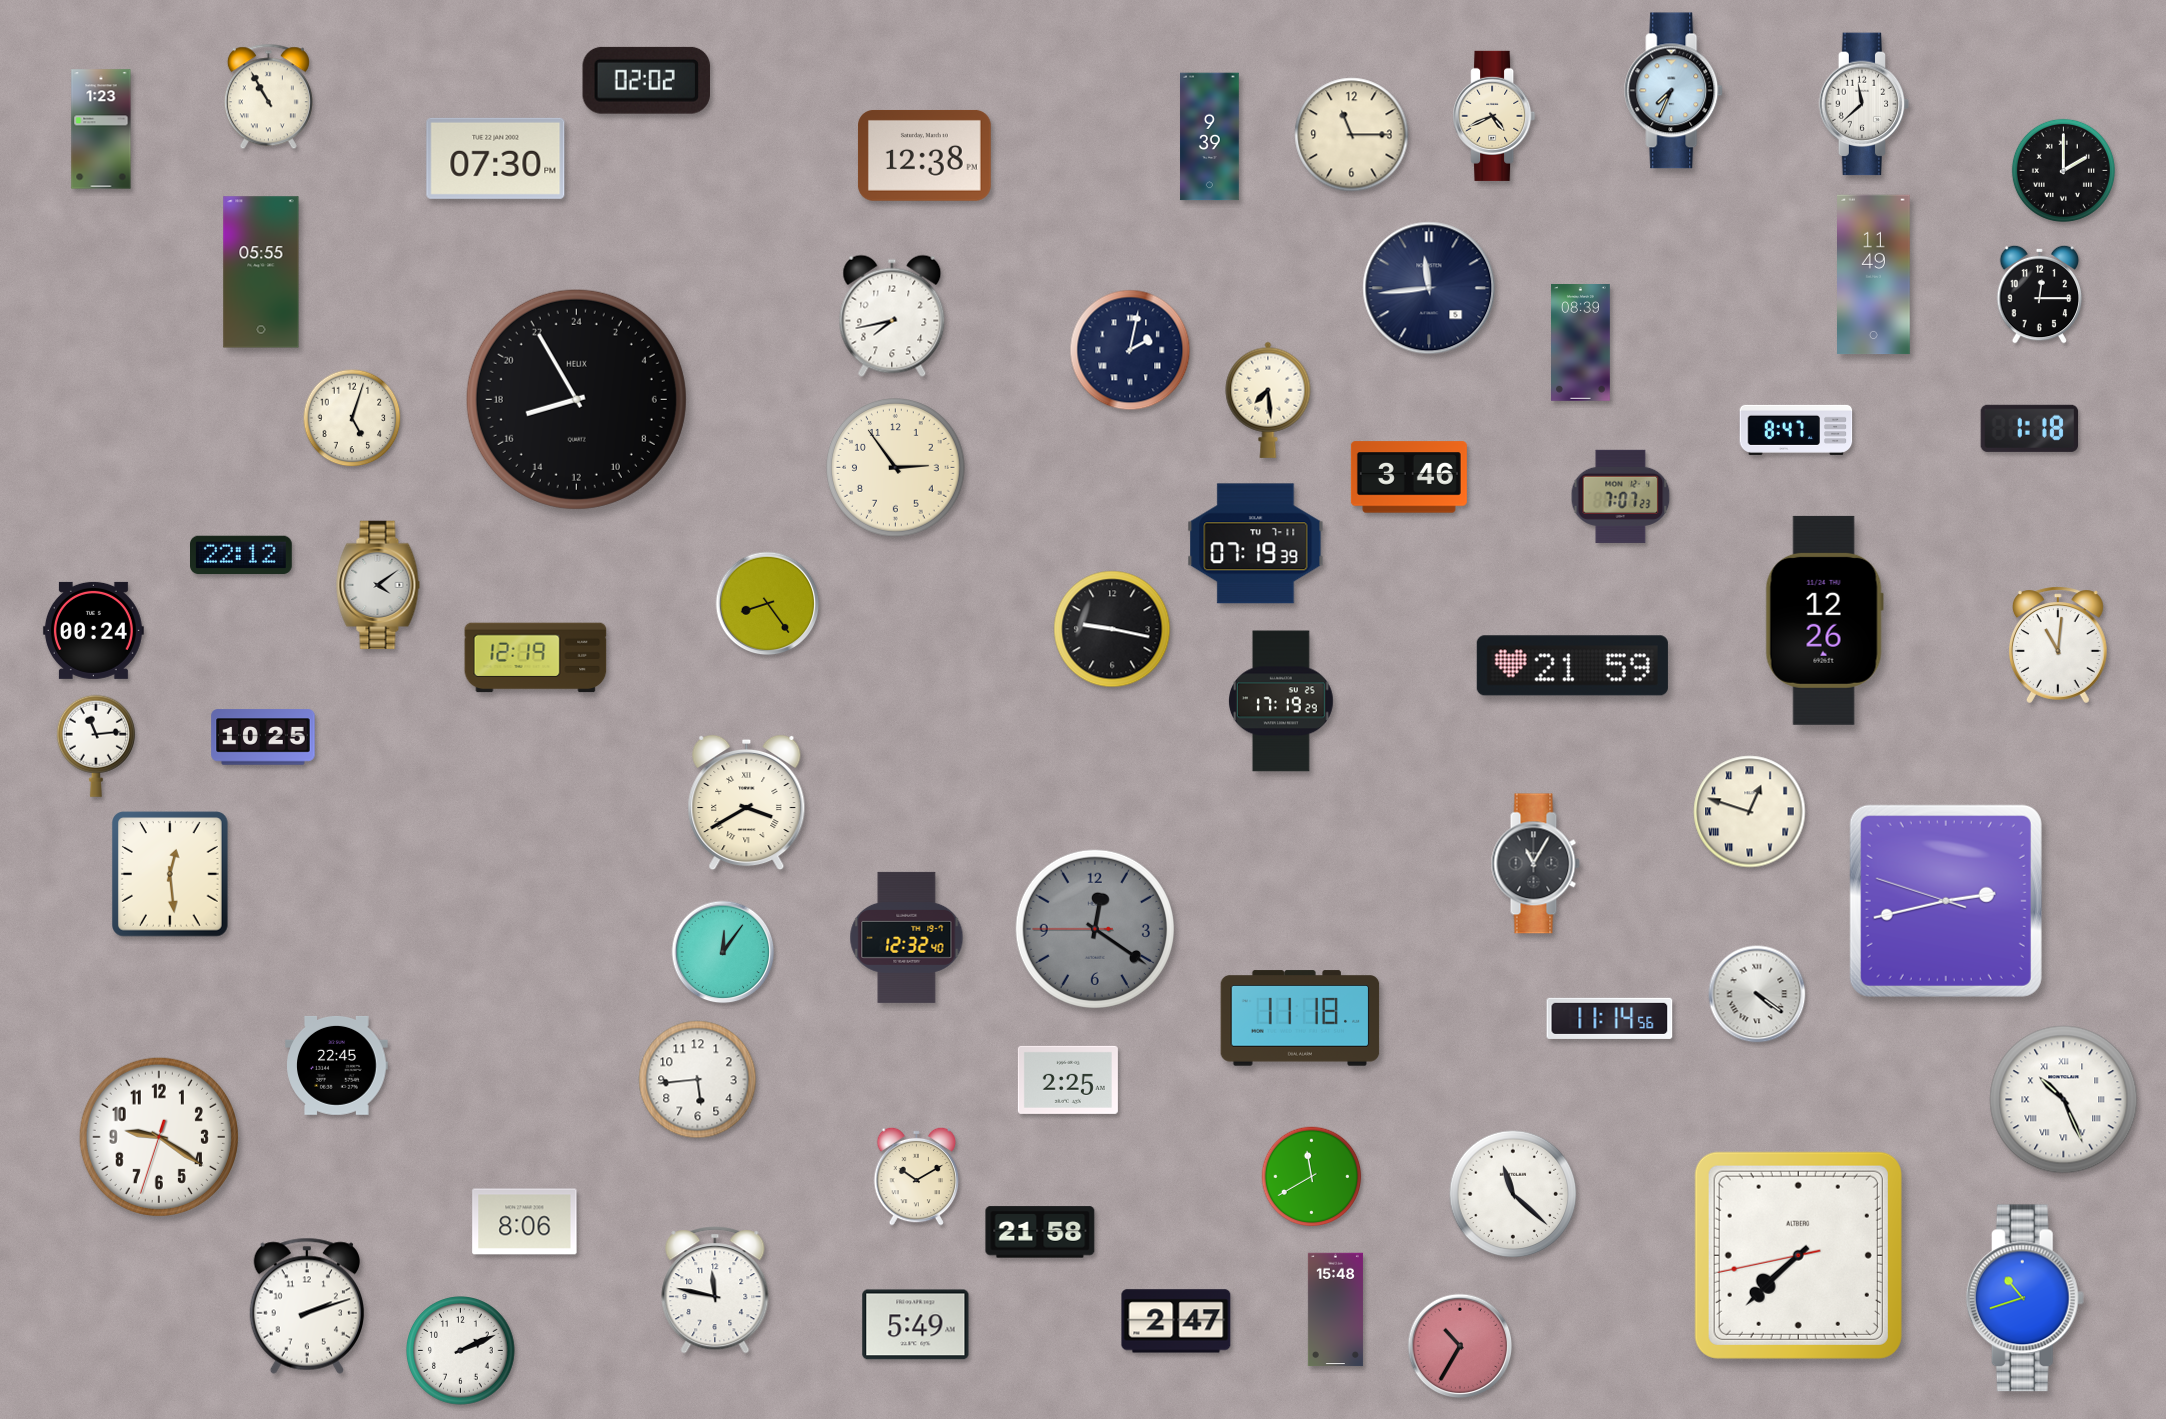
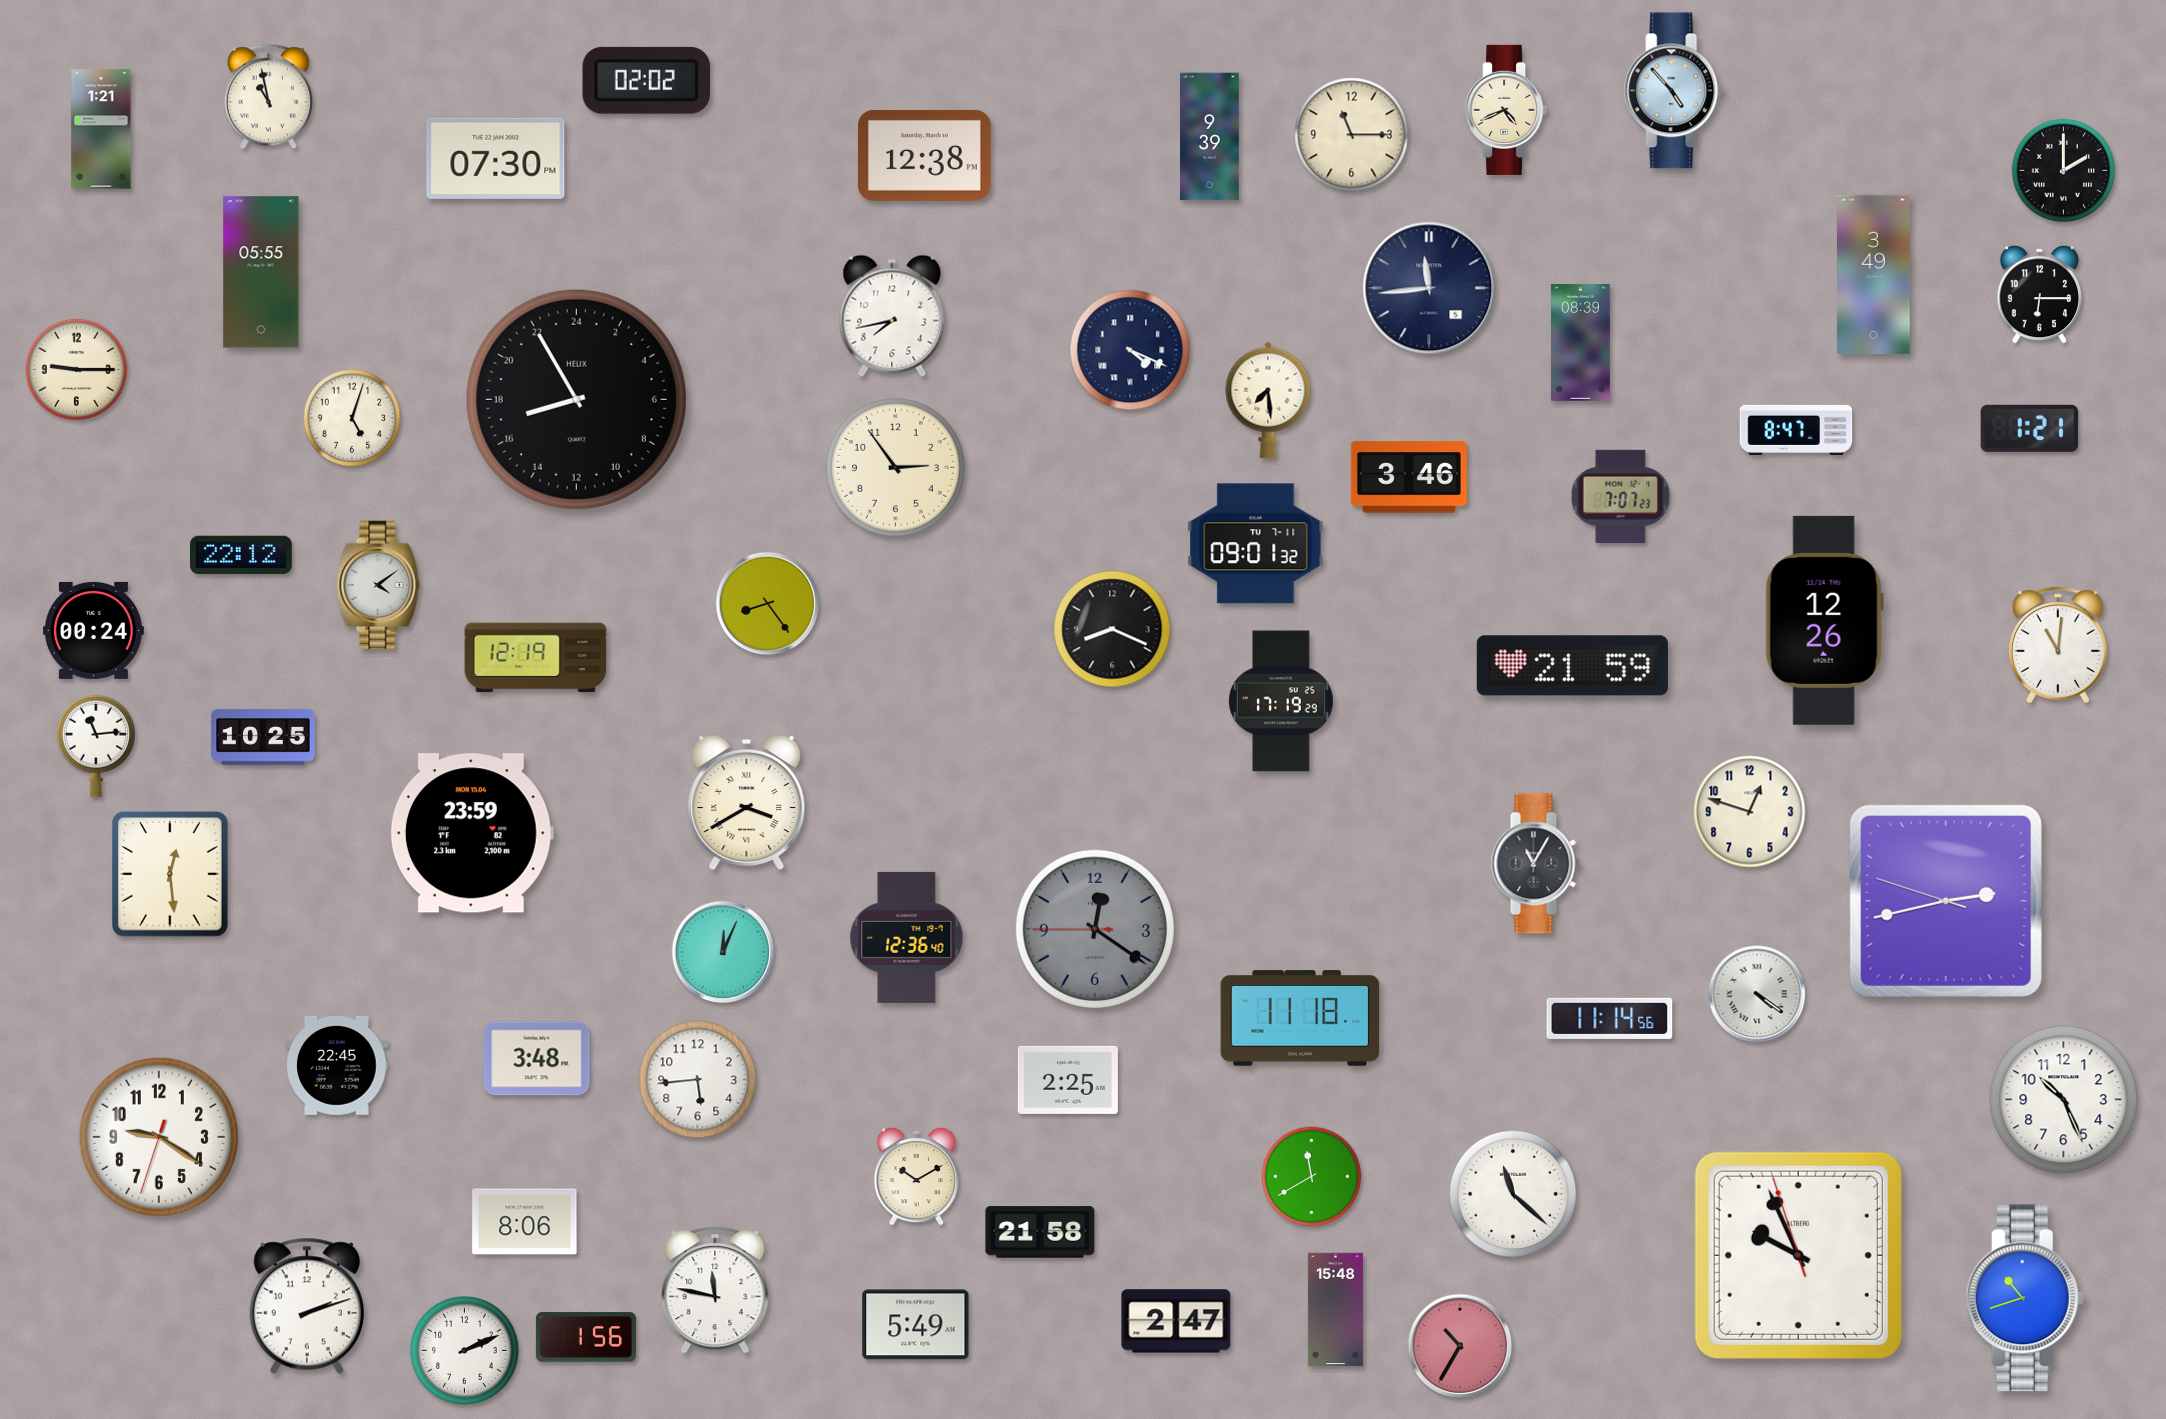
clock at (1674, 91): 7:34 -> 4:53
clock at (268, 97): 10:55 -> 10:58
clock at (1864, 104): 11:38 -> none
clock at (1494, 116) position: (1494, 116) -> (1506, 110)
clock at (101, 129): 1:23 -> 1:21
clock at (1874, 275): 11:49 -> 3:49
clock at (2040, 294): 12:15 -> 6:15
clock at (1130, 350): 2:02 -> 4:19
clock at (76, 369): none -> 9:15
clock at (2029, 428): 1:18 -> 1:21
clock at (1256, 544): 07:19 -> 09:01
clock at (1112, 629): 9:17 -> 8:19
clock at (1750, 812) numerals: Roman -> Arabic
clock at (472, 833): none -> 23:59
clock at (907, 937): 12:32 -> 12:36
clock at (723, 952): 12:06 -> 12:04
clock at (537, 1059): none -> 3:48
clock at (2064, 1100) numerals: Roman -> Arabic
clock at (1798, 1255): 7:37 -> 9:55
clock at (586, 1337): none -> 1:56
clock at (461, 1351) position: (461, 1351) -> (465, 1351)
